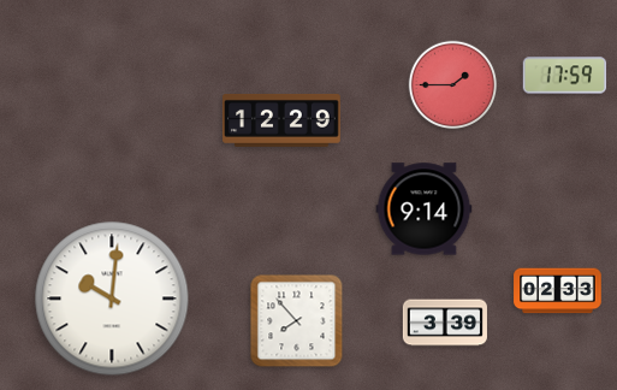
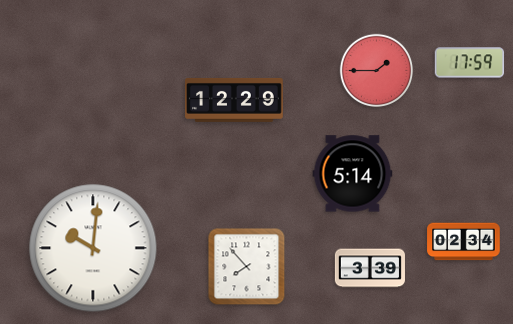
clock at (425, 209): 9:14 -> 5:14
clock at (558, 291): 02:33 -> 02:34
